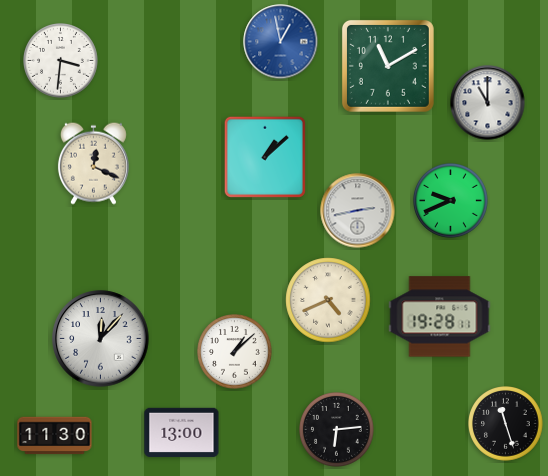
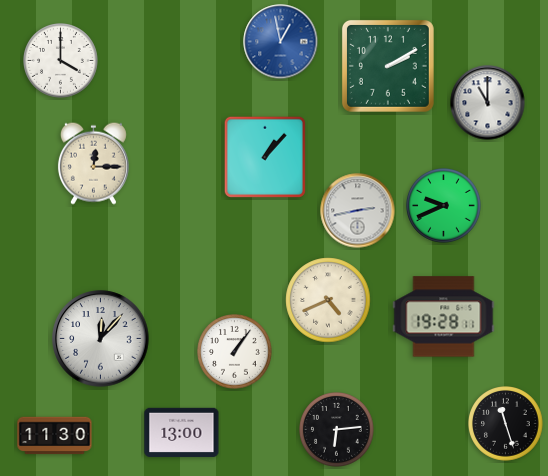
clock at (61, 61): 3:31 -> 4:00
clock at (388, 66): 11:10 -> 2:10
clock at (265, 157): 1:08 -> 1:07
clock at (93, 163): 12:19 -> 12:15
clock at (451, 201) position: (451, 201) -> (444, 206)
clock at (440, 317) position: (440, 317) -> (444, 317)
clock at (235, 352): 1:08 -> 1:06
